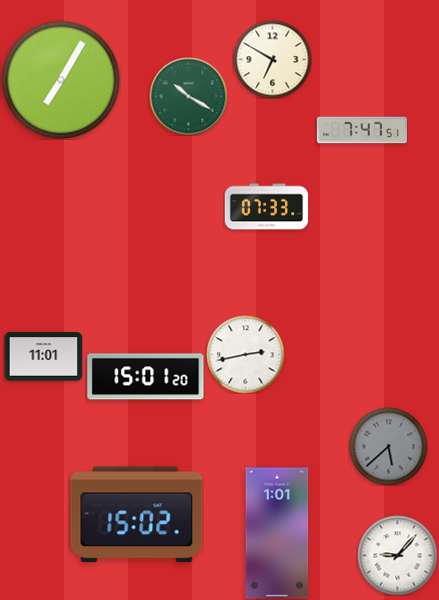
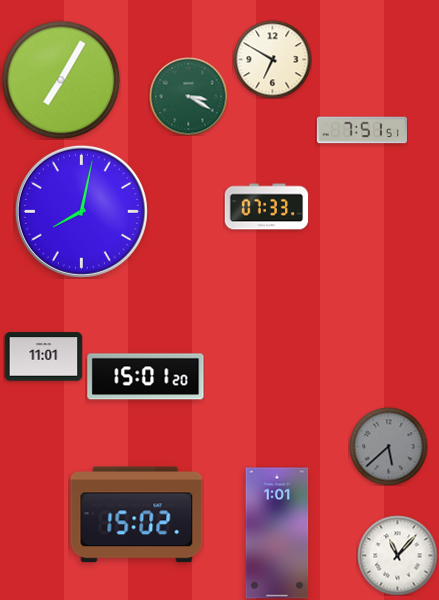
clock at (188, 96): 10:20 -> 3:20
clock at (362, 130): 7:47 -> 7:51
clock at (81, 211): none -> 8:02
clock at (245, 354): 2:43 -> none
clock at (397, 555): 9:07 -> 11:07
